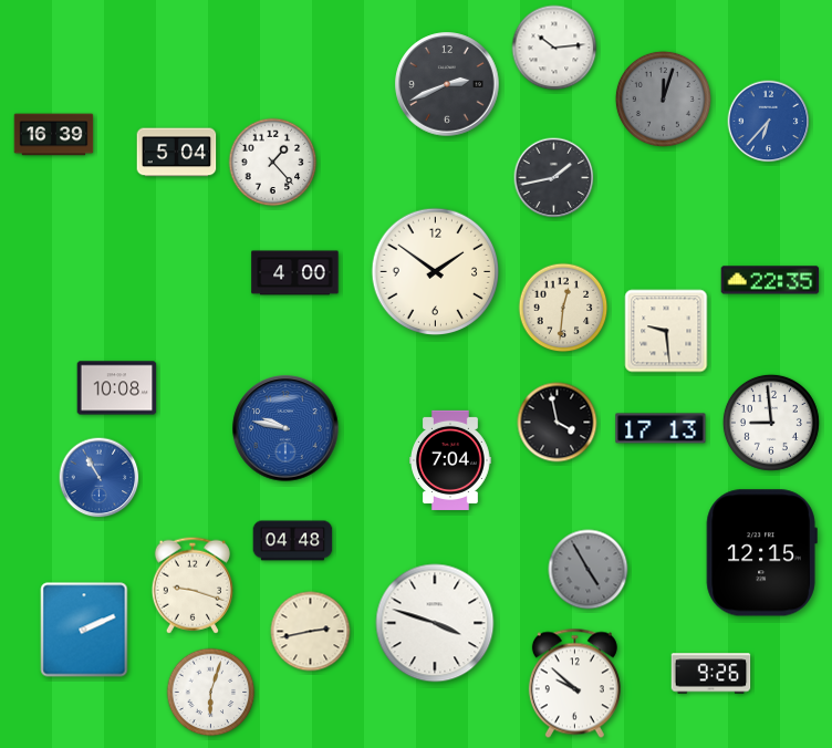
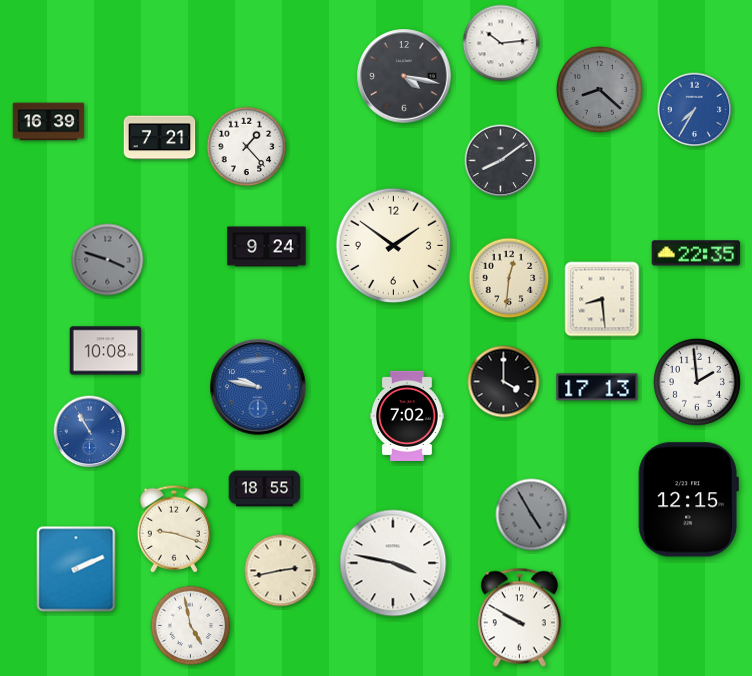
clock at (447, 84): 2:41 -> 4:17
clock at (663, 98): 12:03 -> 8:22
clock at (769, 122): 6:37 -> 7:35
clock at (177, 153): 5:04 -> 7:21
clock at (554, 178): 1:43 -> 8:09
clock at (295, 273): 4:00 -> 9:24
clock at (108, 260): none -> 3:48
clock at (666, 331): 9:29 -> 8:29
clock at (558, 423): 3:58 -> 4:00
clock at (771, 423): 8:59 -> 1:59
clock at (451, 460): 7:04 -> 7:02
clock at (293, 541): 04:48 -> 18:55
clock at (435, 623): 3:48 -> 3:47
clock at (711, 674): 9:26 -> none
clock at (574, 684): 9:52 -> 9:50
clock at (211, 693): 6:03 -> 4:58
